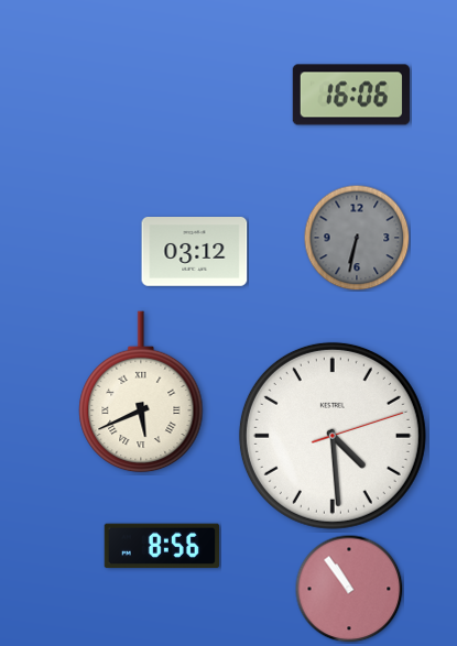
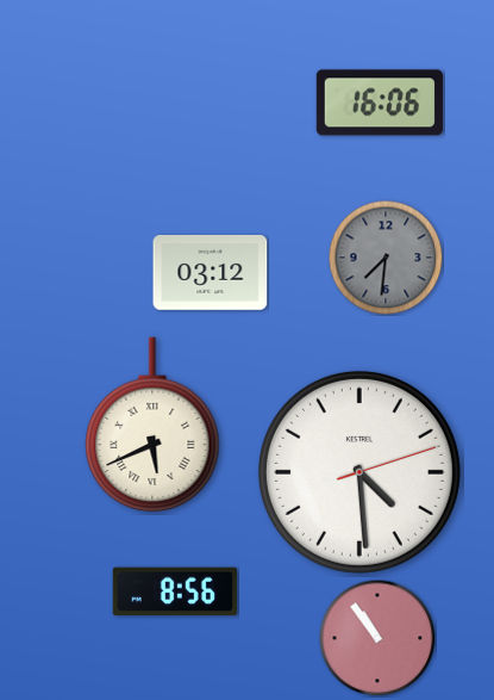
clock at (357, 238): 6:32 -> 7:31
